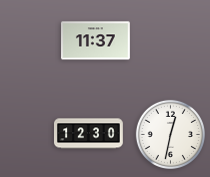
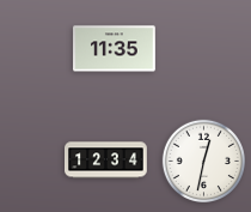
clock at (96, 41): 11:37 -> 11:35
clock at (89, 134): 12:30 -> 12:34
